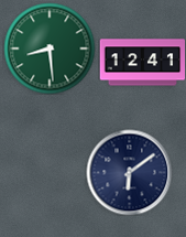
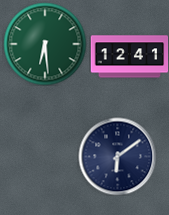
clock at (50, 49): 8:29 -> 6:29
